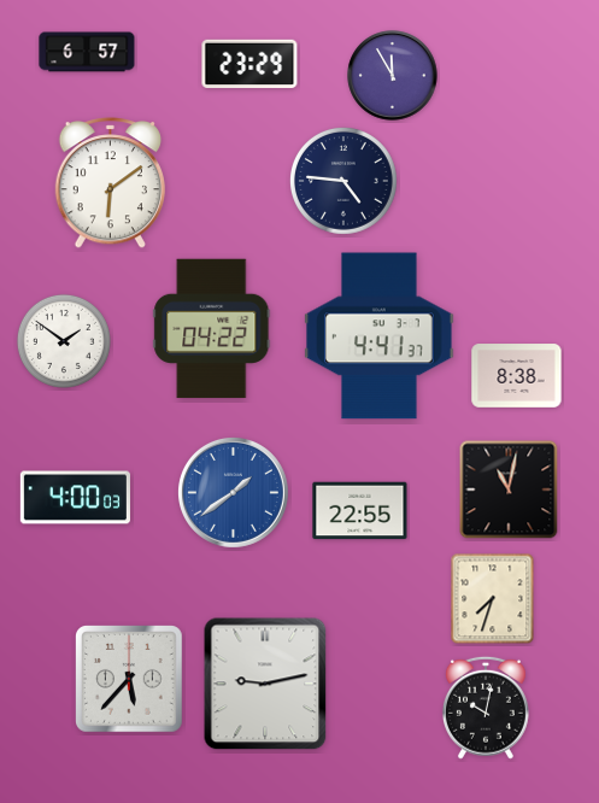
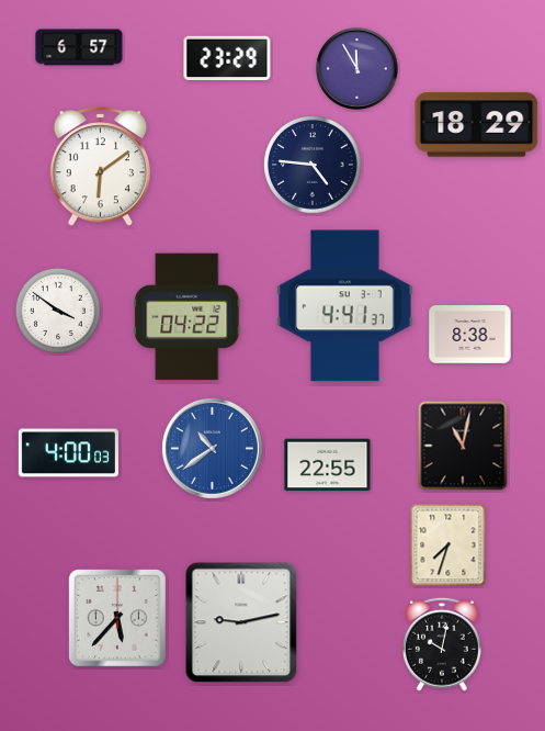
clock at (477, 125): none -> 18:29
clock at (212, 329) position: (212, 329) -> (188, 317)
clock at (64, 341): 1:51 -> 3:51
clock at (517, 376) position: (517, 376) -> (470, 335)
clock at (233, 492): 1:39 -> 10:39
